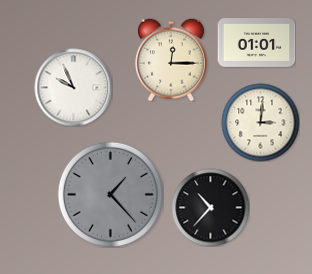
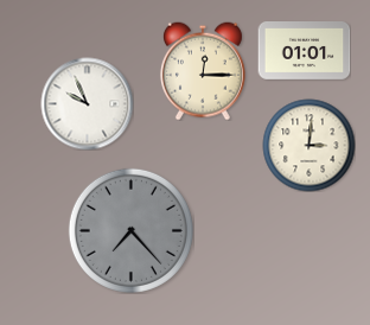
clock at (110, 194): 1:23 -> 7:23
clock at (210, 207): 10:37 -> none
